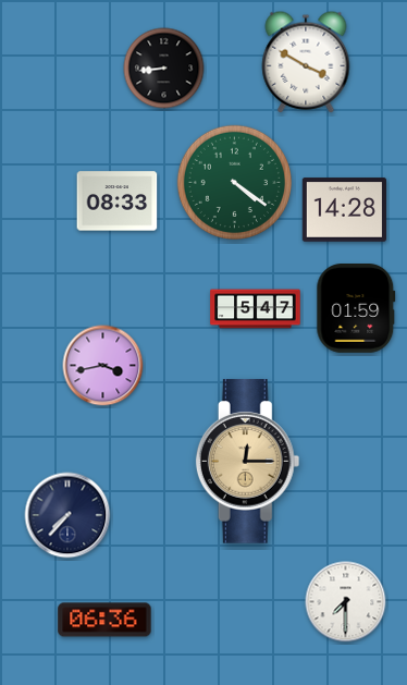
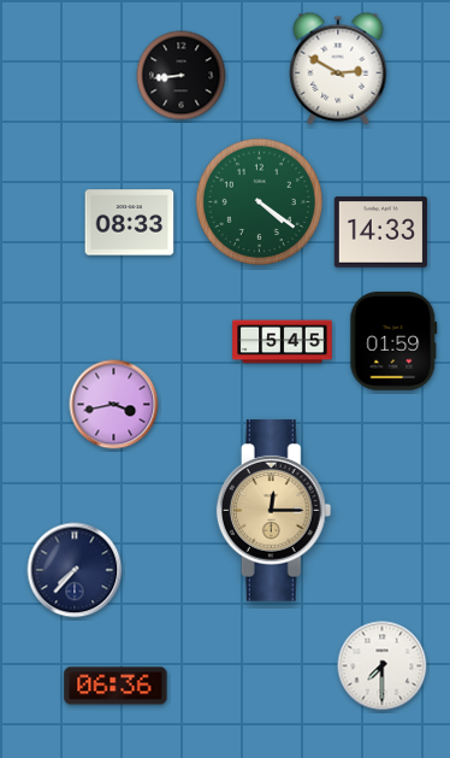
clock at (306, 62): 3:50 -> 2:50
clock at (344, 210): 14:28 -> 14:33
clock at (256, 309): 5:47 -> 5:45
